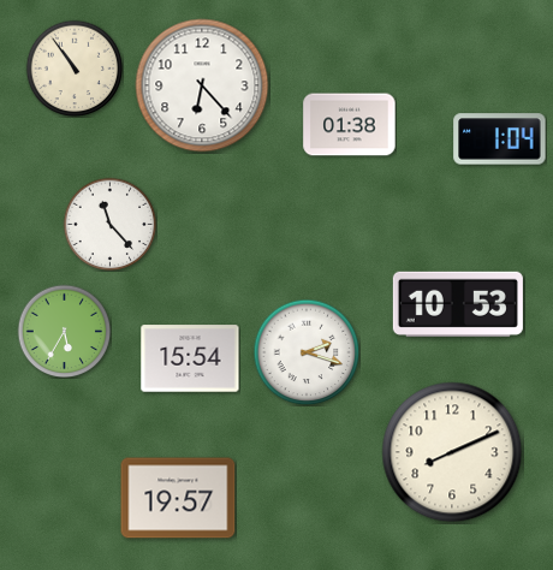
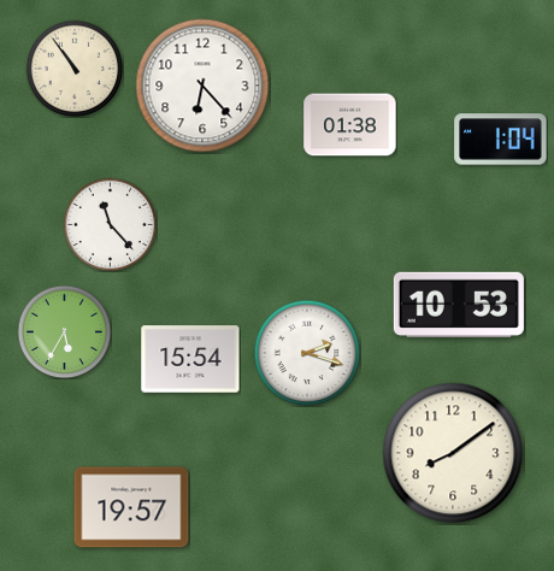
clock at (452, 452): 8:11 -> 8:09
clock at (178, 498) position: (178, 498) -> (131, 507)
